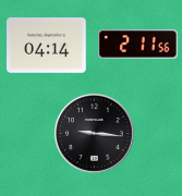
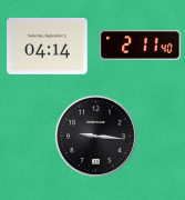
clock at (138, 45): 2:11:56 -> 2:11:40
